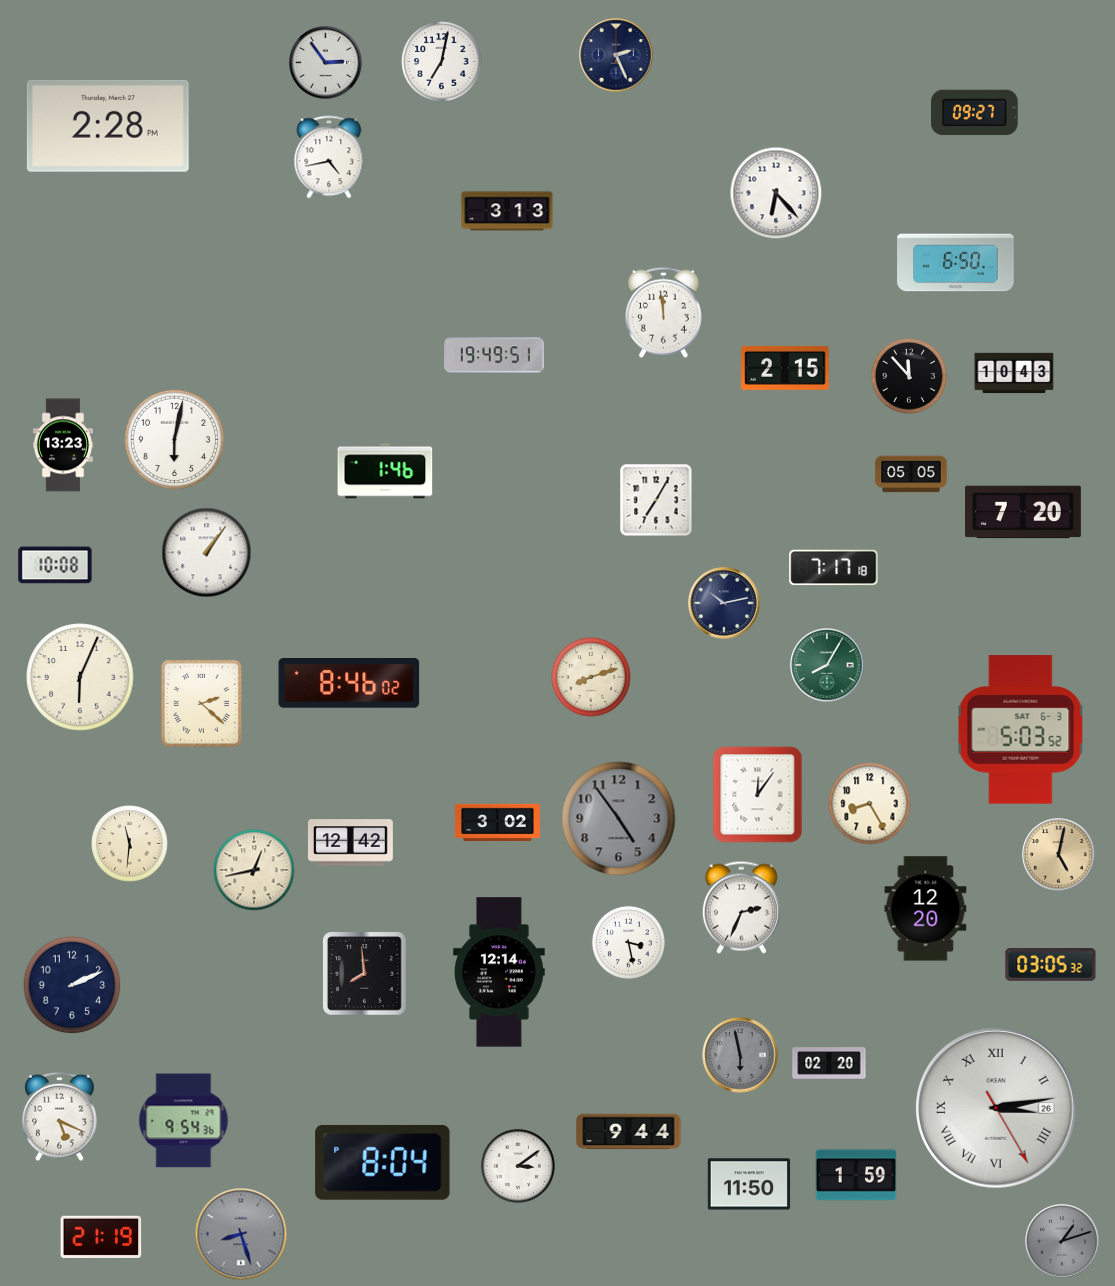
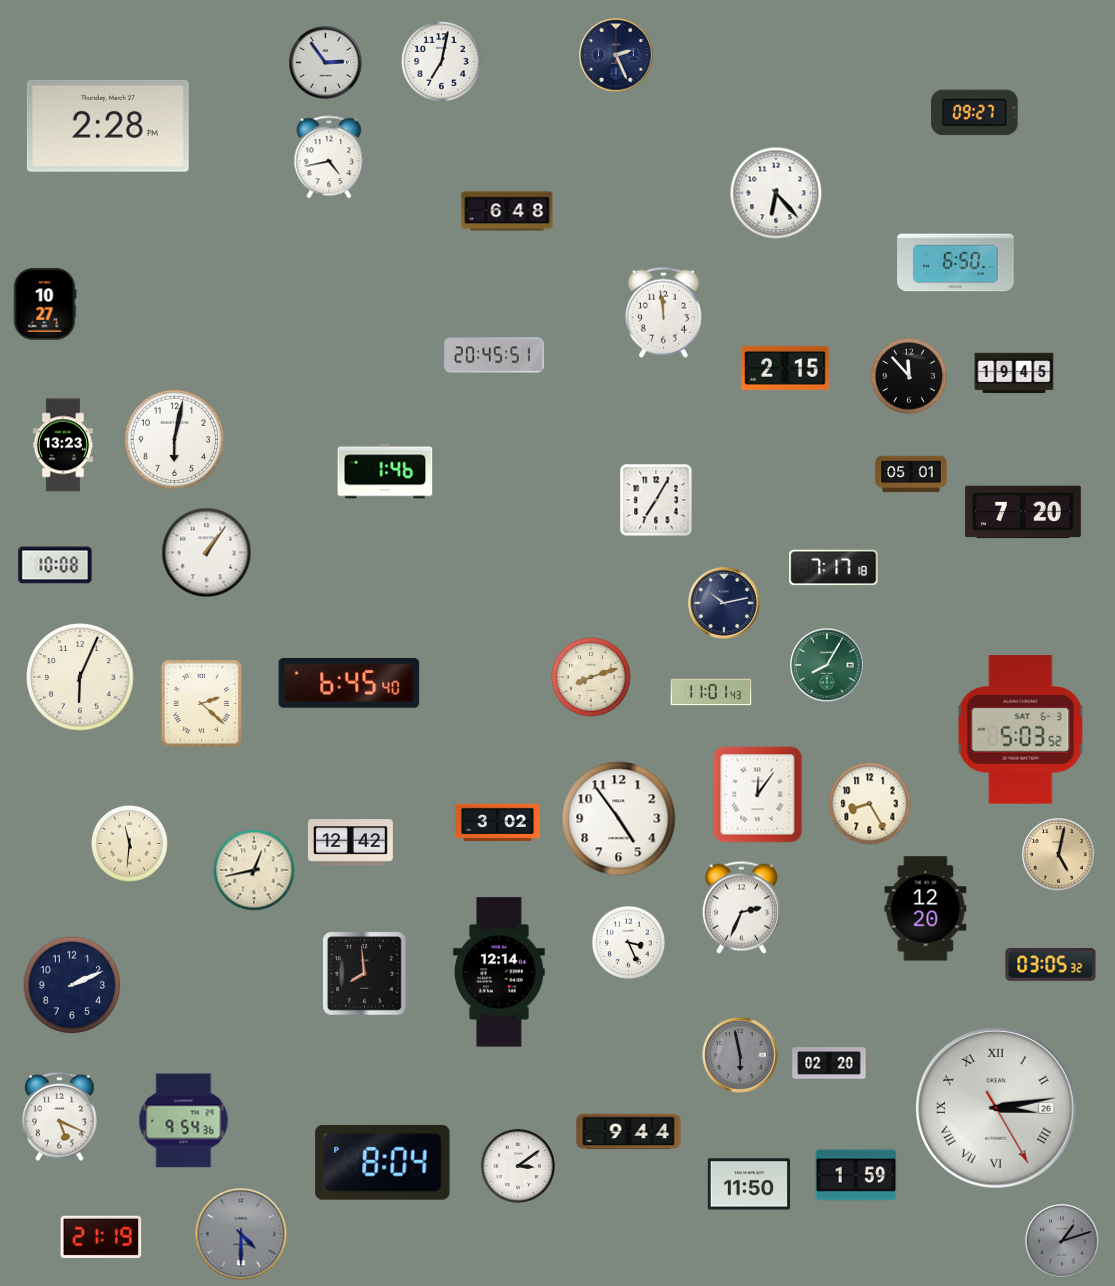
clock at (507, 211): 3:13 -> 6:48
clock at (45, 304): none -> 10:27
clock at (494, 355): 19:49 -> 20:45
clock at (1014, 373): 10:43 -> 19:45
clock at (911, 474): 05:05 -> 05:01
clock at (349, 684): 8:46 -> 6:45
clock at (711, 692): none -> 11:01
clock at (619, 819) dial: grey -> white
clock at (628, 942): 3:28 -> 3:26
clock at (241, 1234): 8:27 -> 4:30
